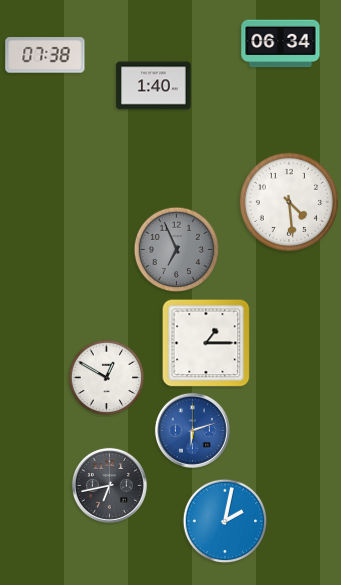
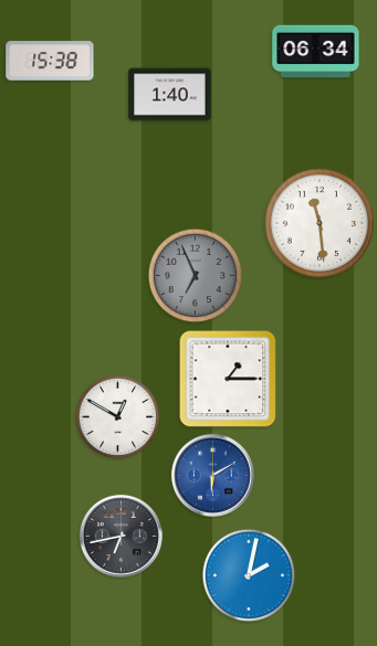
clock at (281, 44) position: (281, 44) -> (316, 52)
clock at (45, 55): 07:38 -> 15:38
clock at (289, 202): 4:29 -> 11:29
clock at (192, 430): 6:12 -> 6:10
